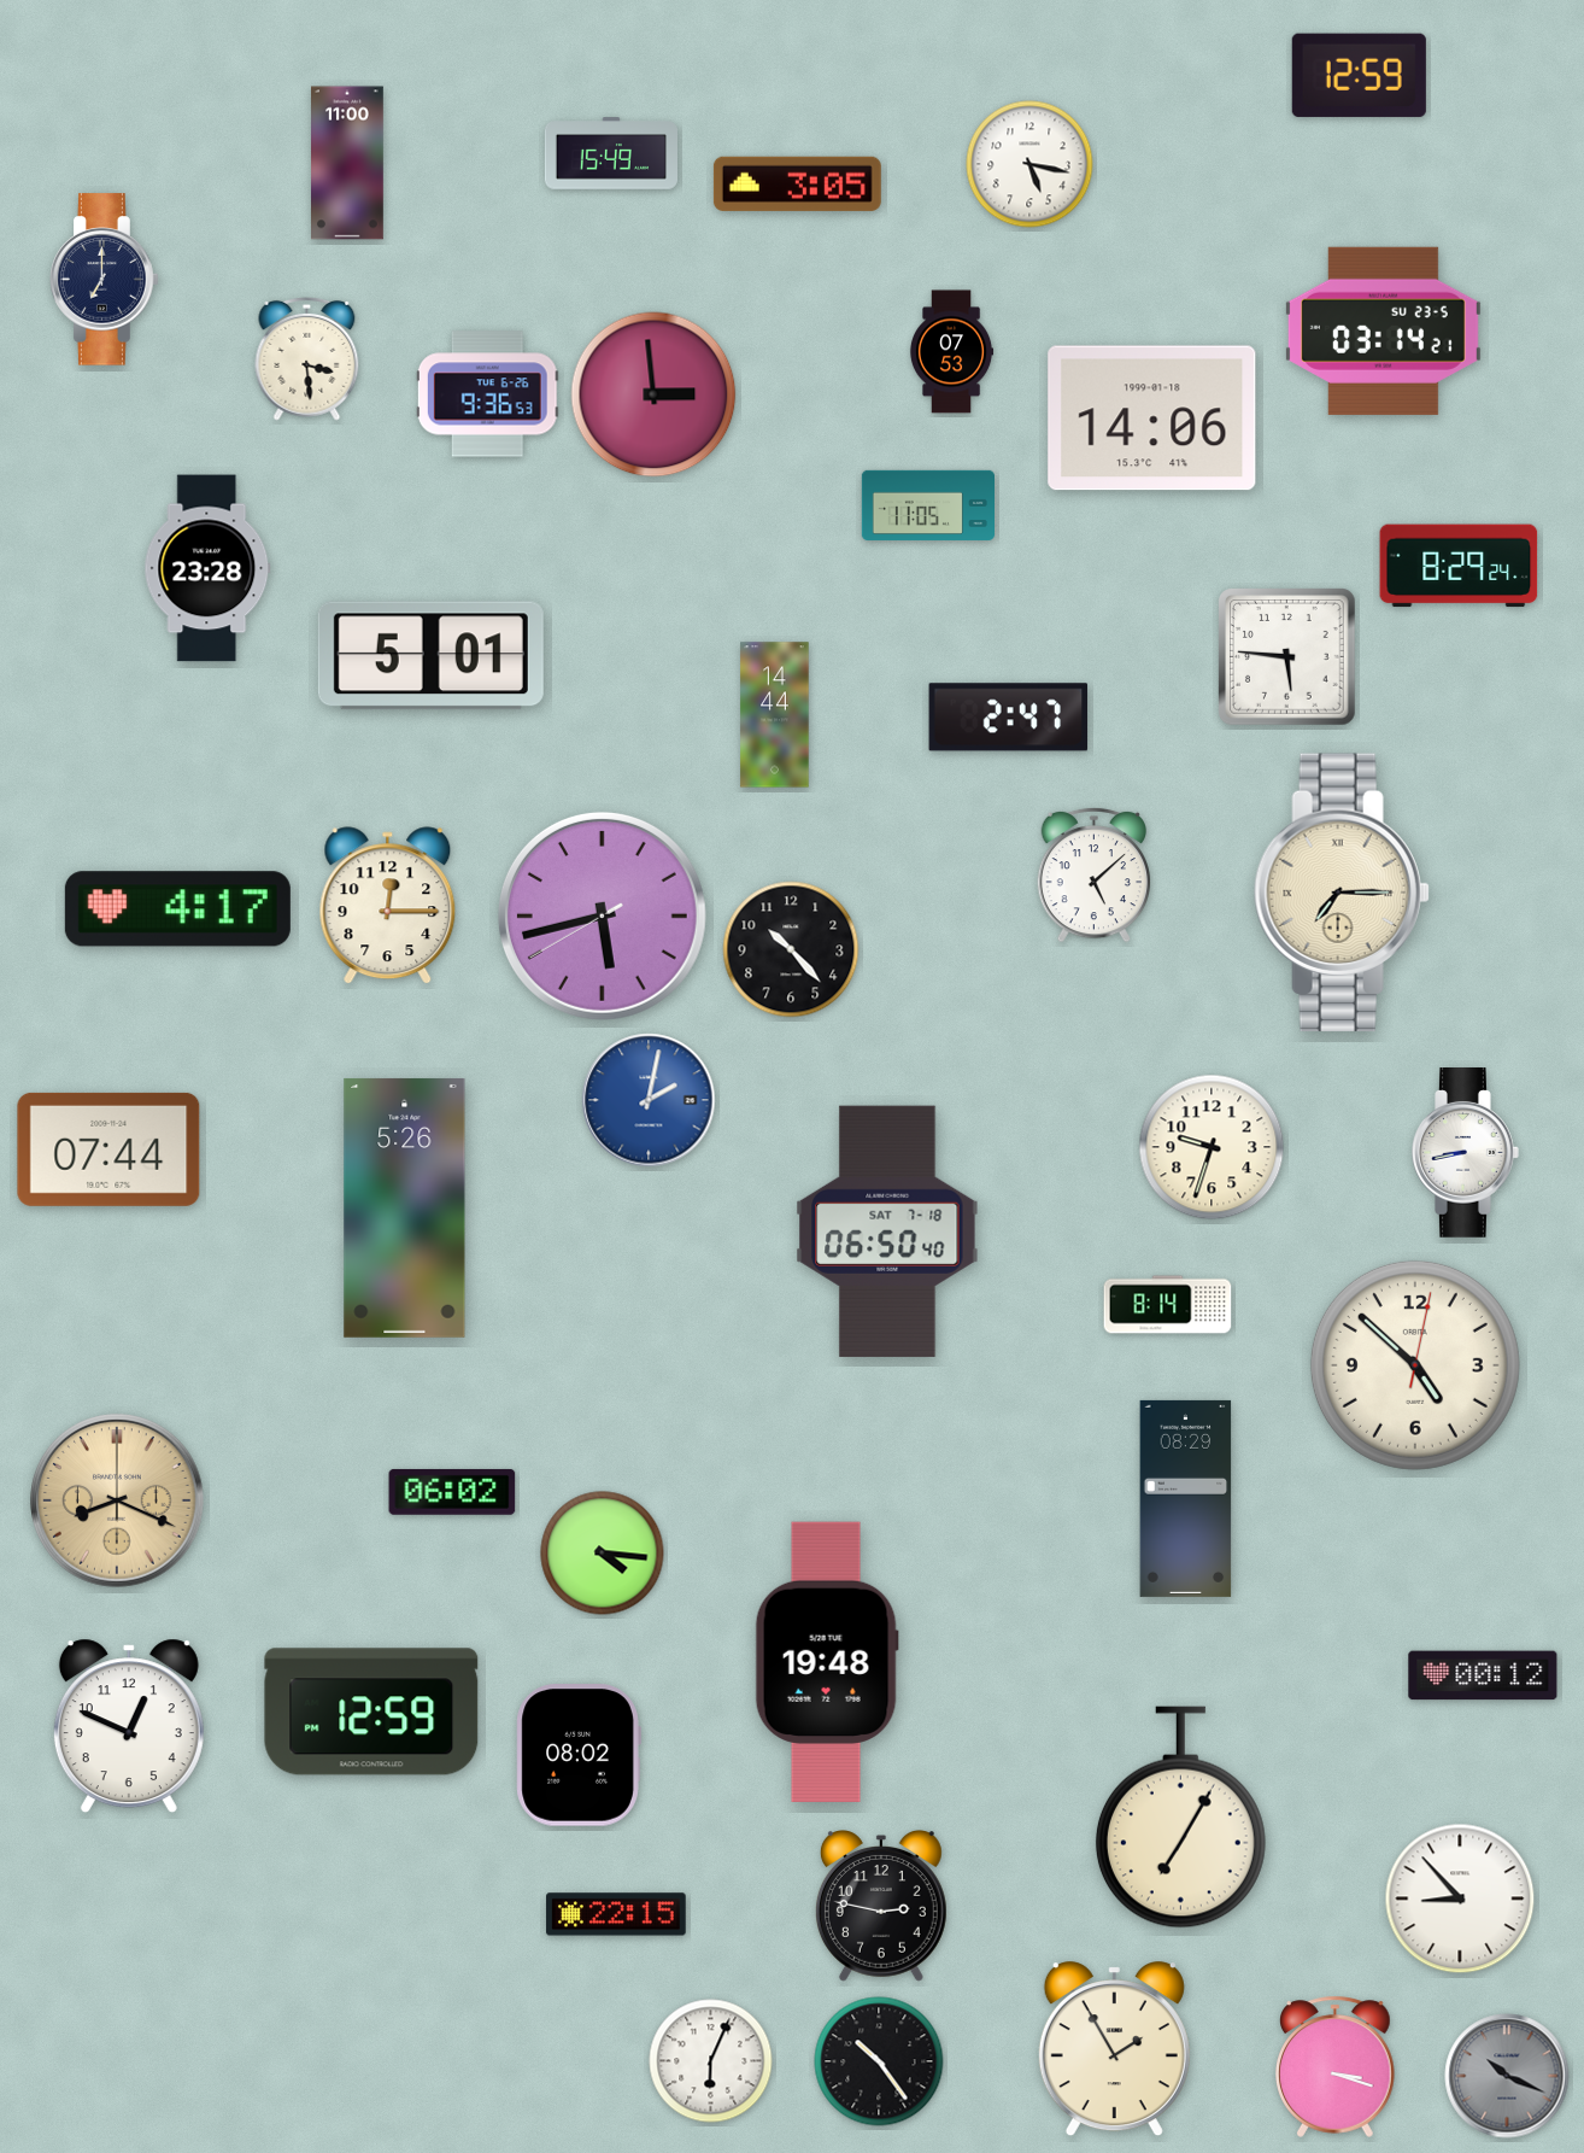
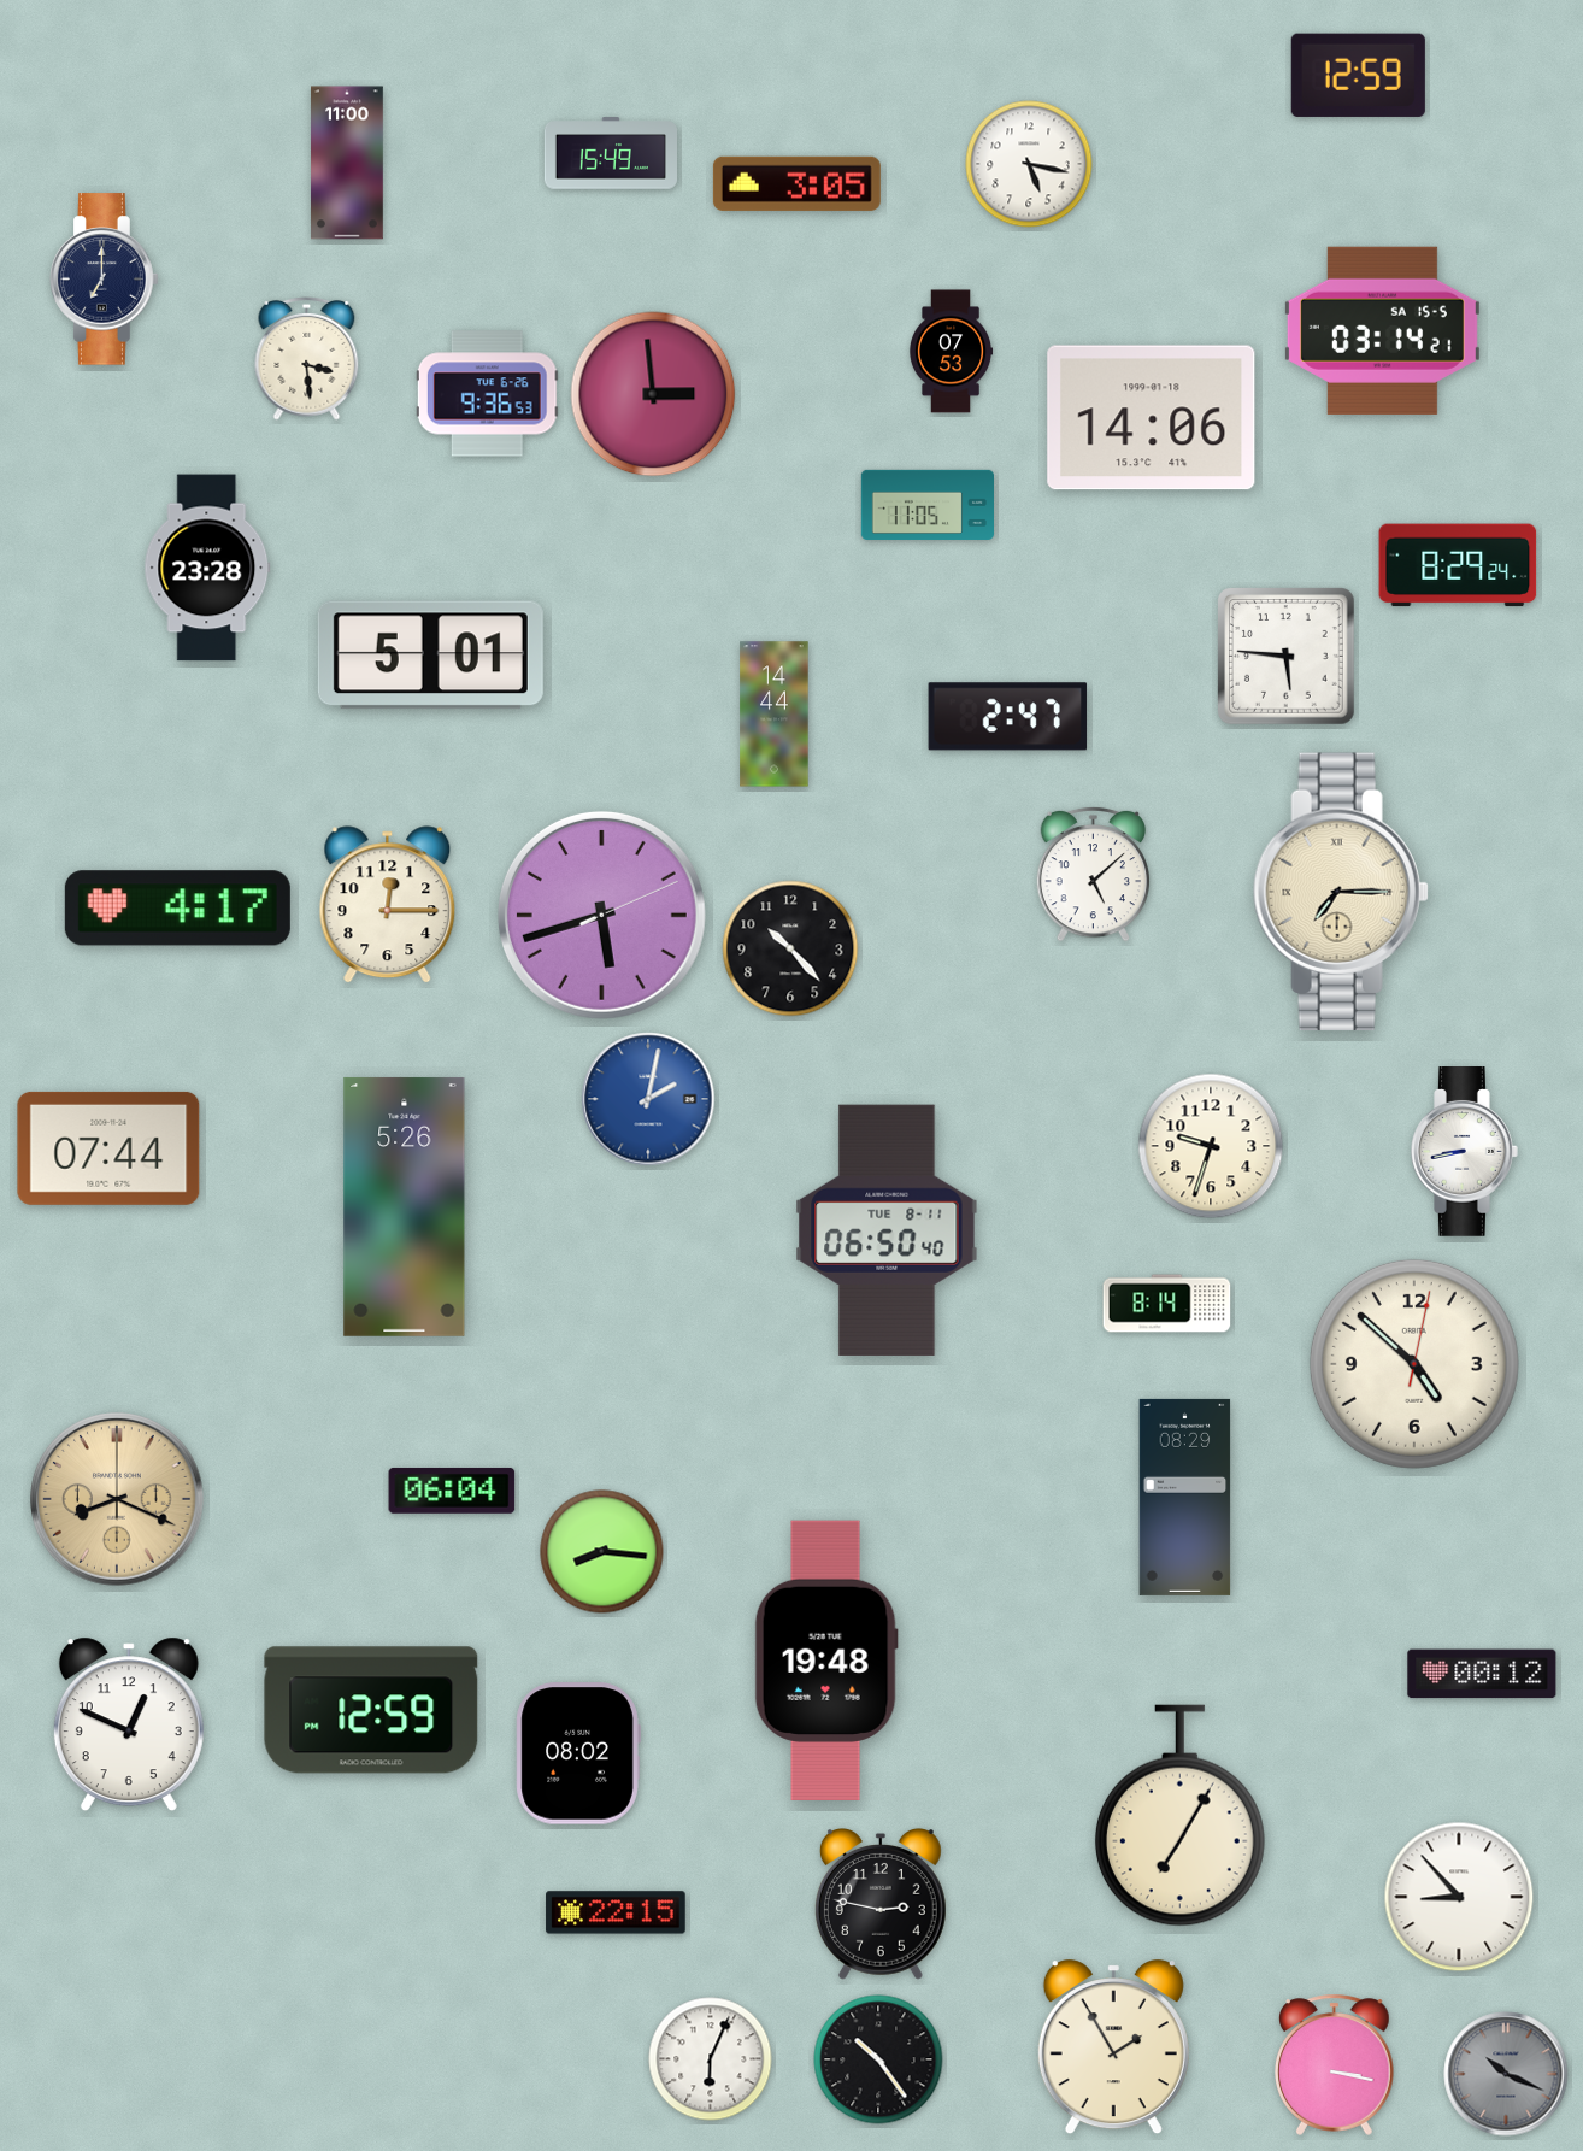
clock at (1383, 330) date: SU 23-5 -> SA 15-5
clock at (602, 915): 5:42:40 -> 5:42:11
clock at (887, 1231) date: SAT 7-18 -> TUE 8-11
clock at (452, 1492): 06:02 -> 06:04
clock at (603, 1554): 4:16 -> 8:16
clock at (1336, 2066): 3:18 -> 3:17
